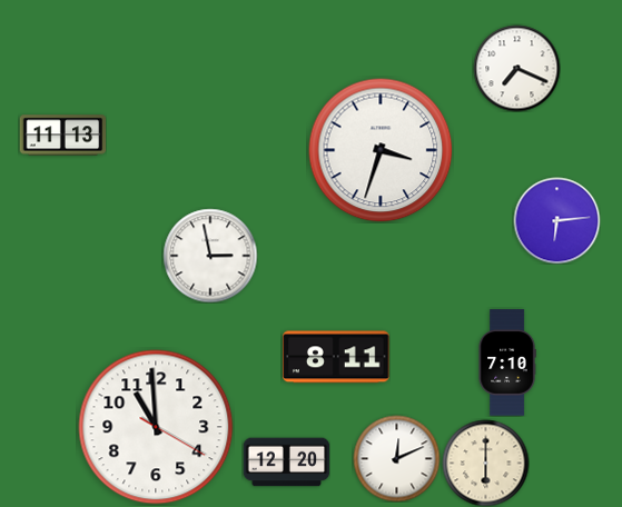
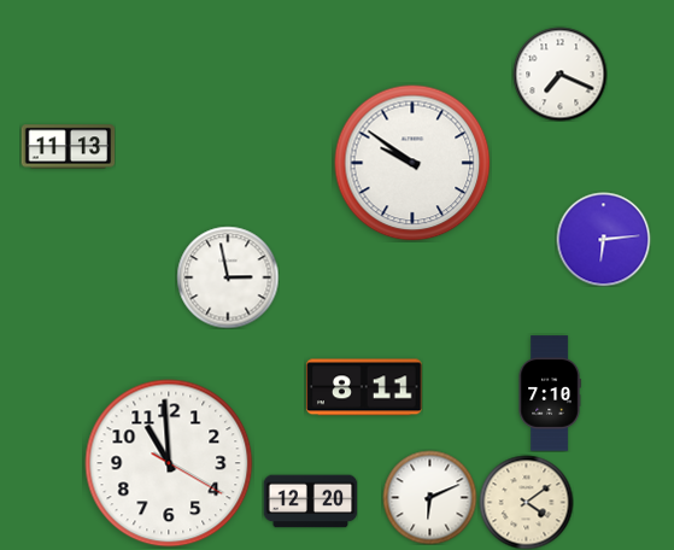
clock at (381, 150): 3:33 -> 9:51
clock at (396, 458): 12:11 -> 6:11
clock at (485, 463): 6:00 -> 4:09
